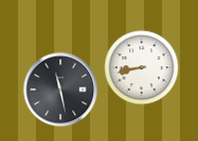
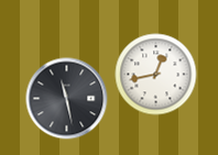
clock at (142, 68): 8:43 -> 12:43
